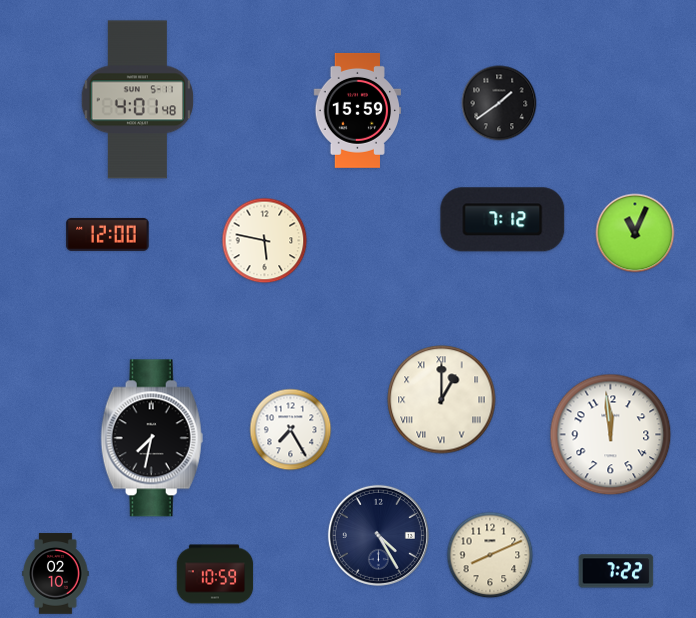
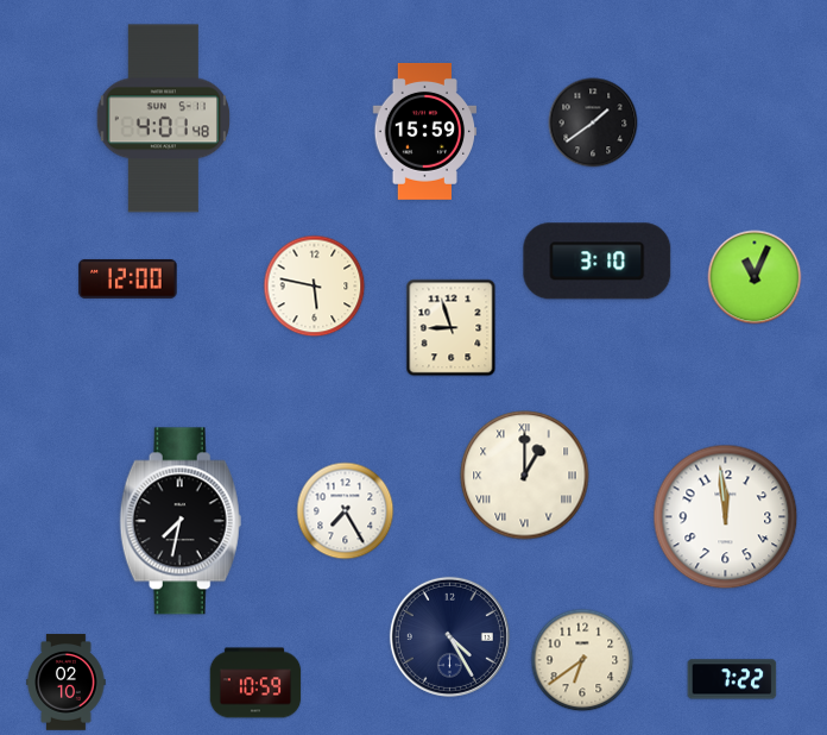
clock at (503, 220): 7:12 -> 3:10
clock at (452, 328): none -> 8:57
clock at (490, 555): 8:11 -> 6:39
